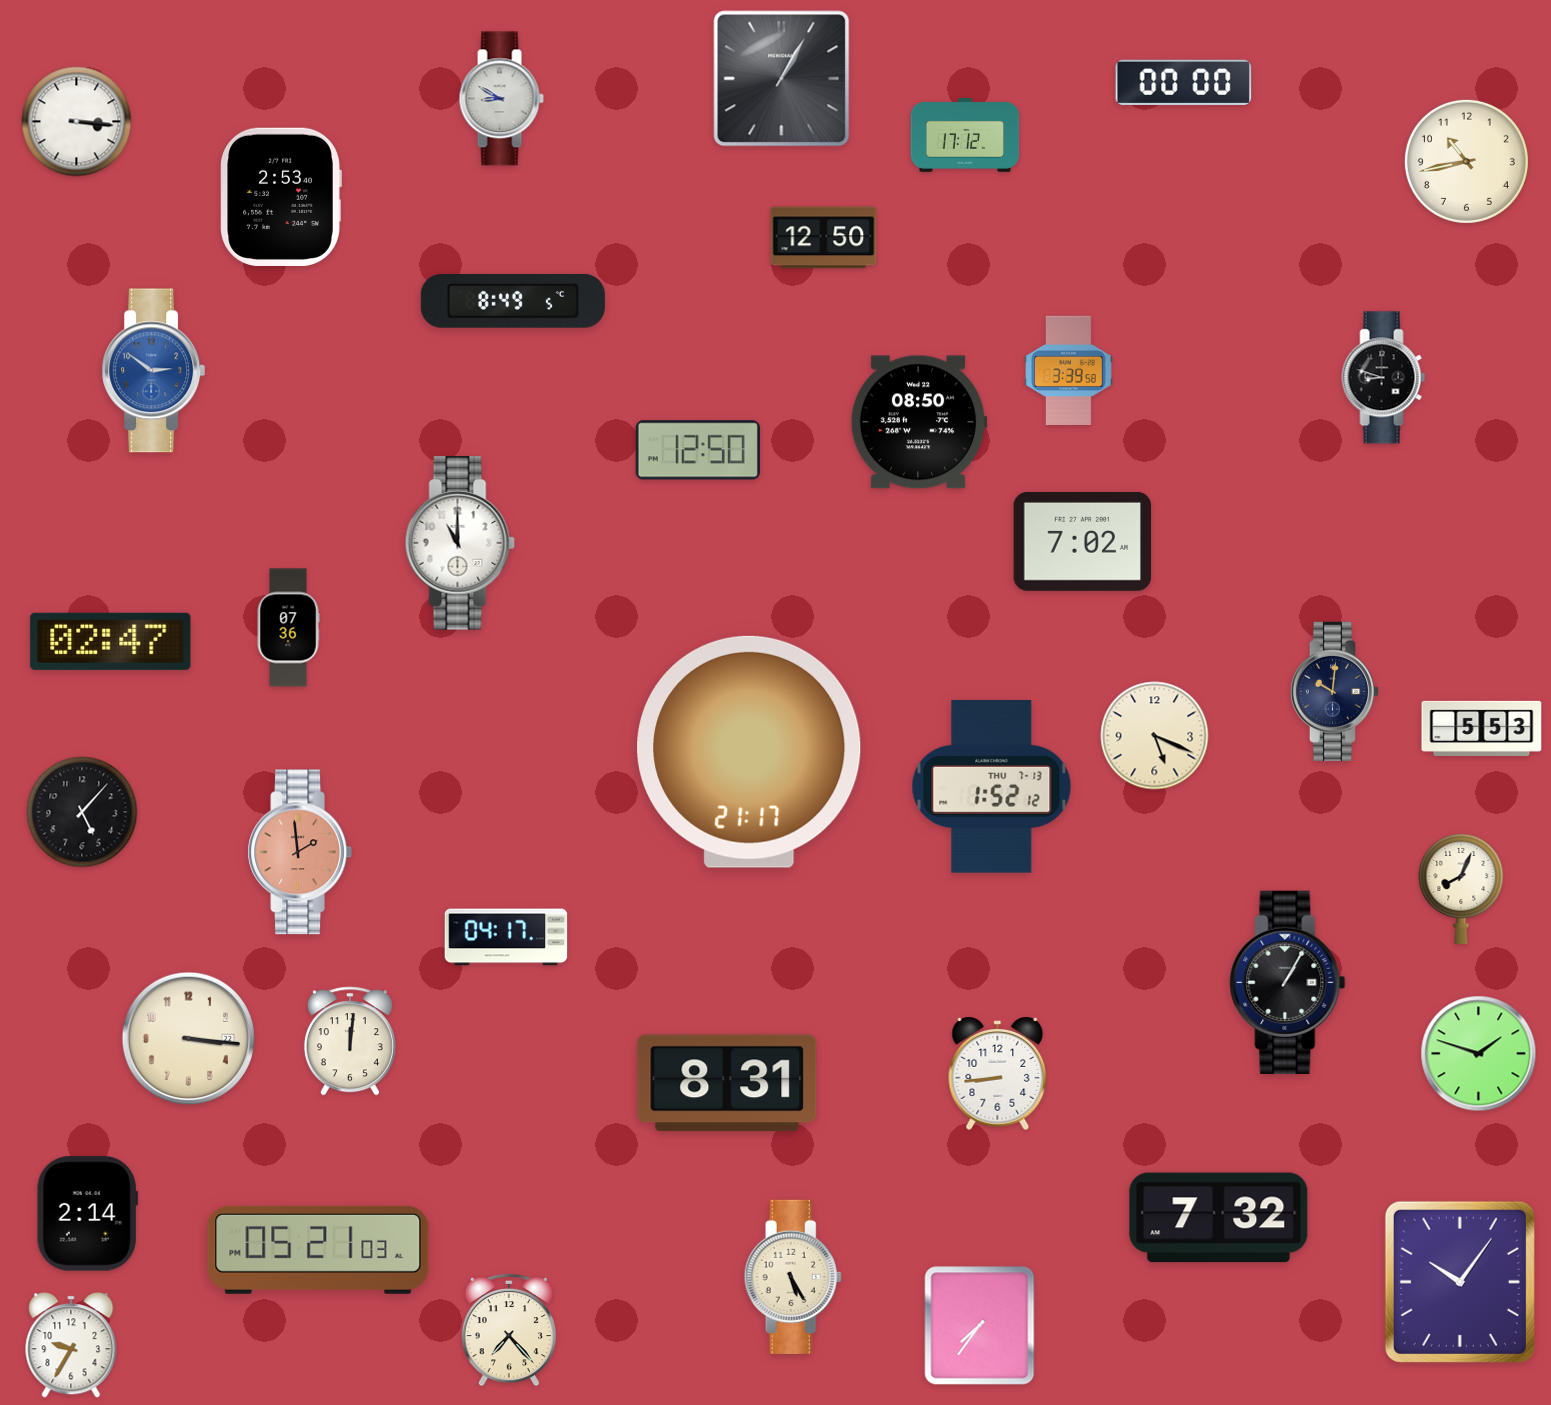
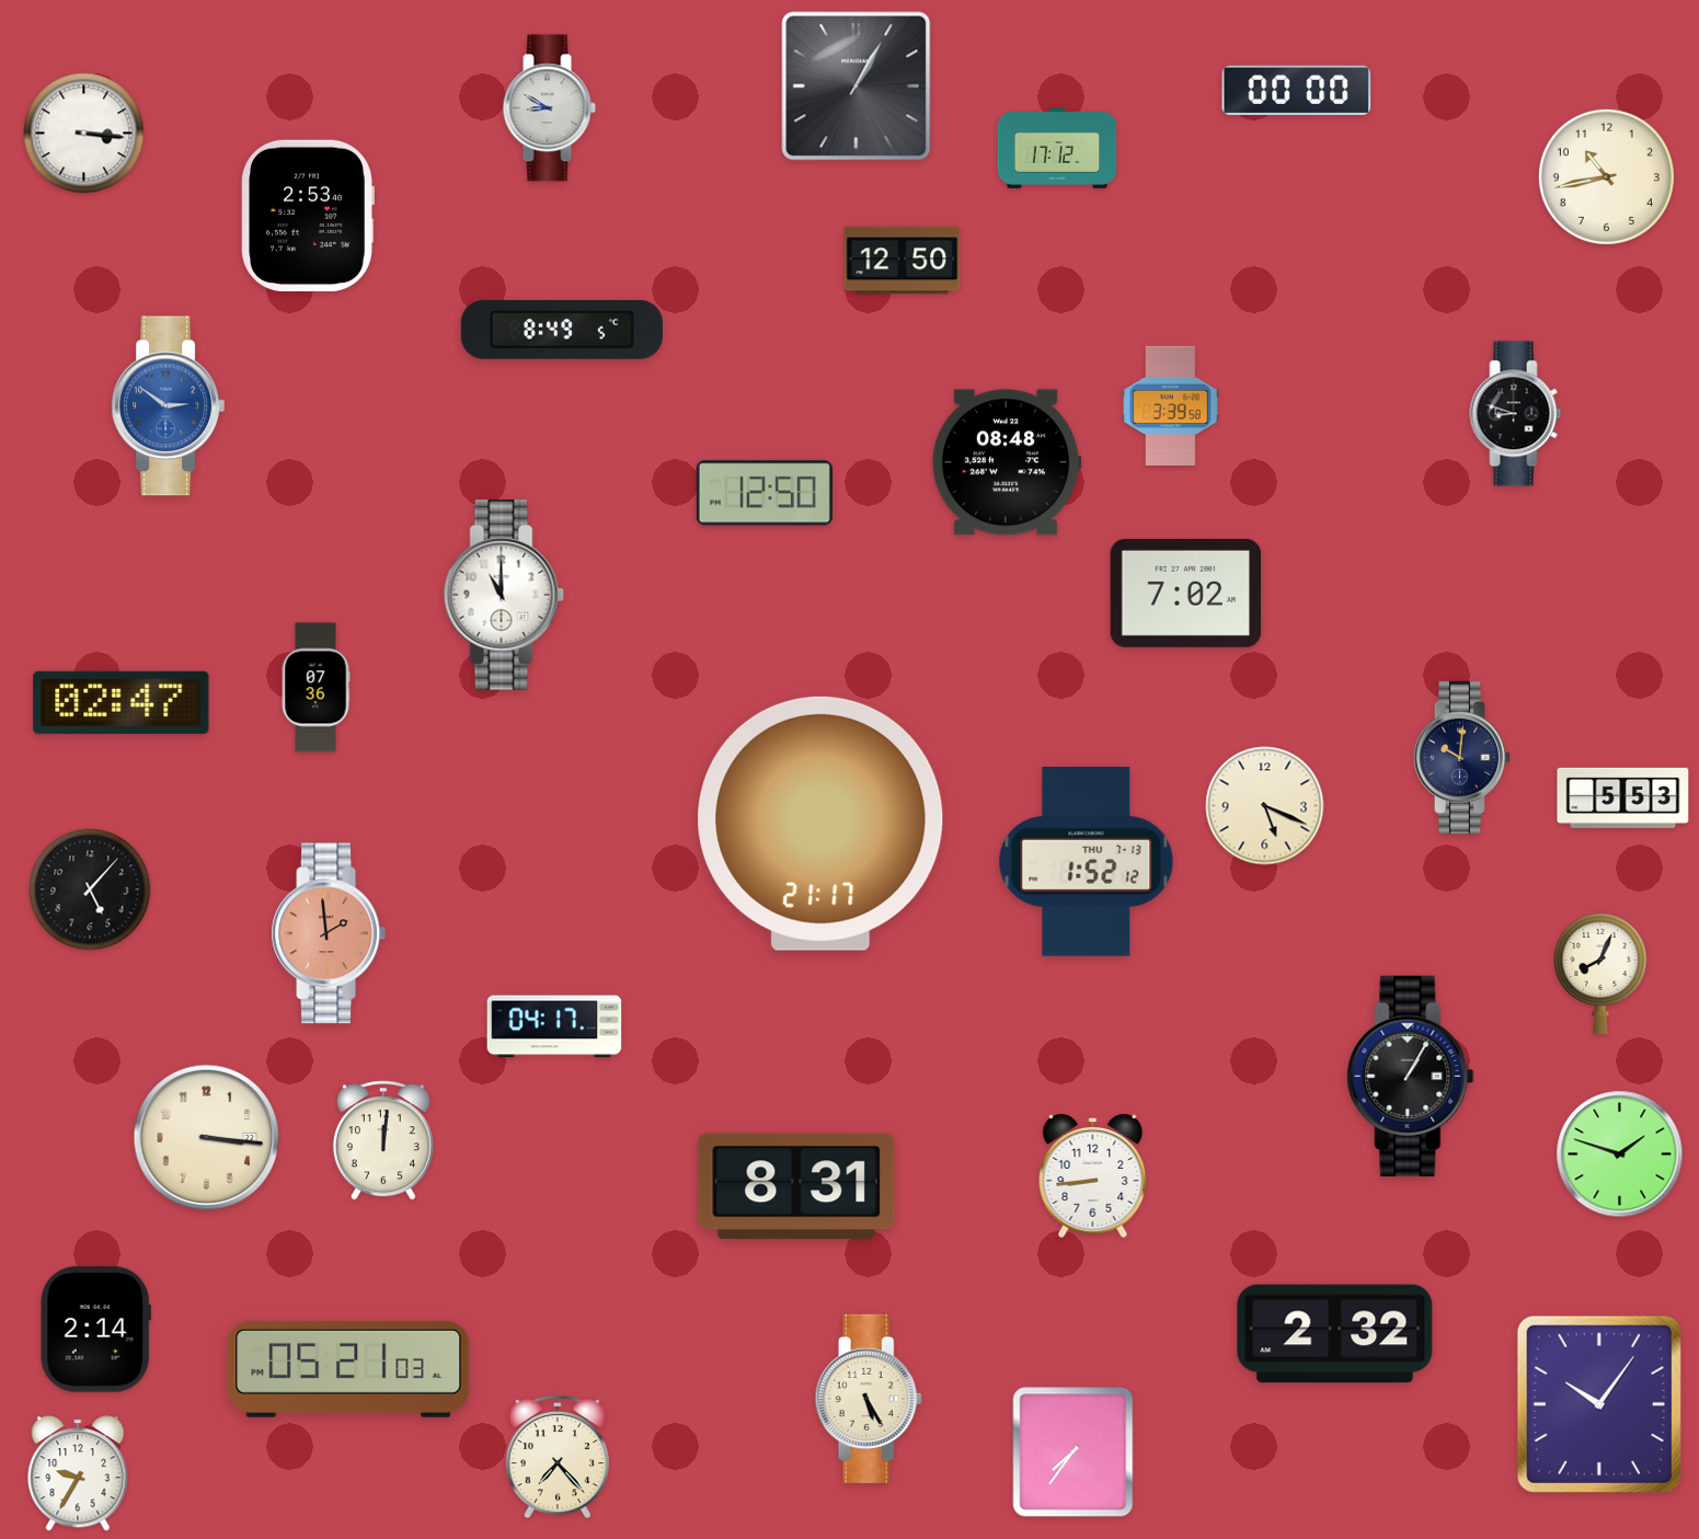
clock at (919, 422): 08:50 -> 08:48
clock at (1219, 1218): 7:32 -> 2:32
